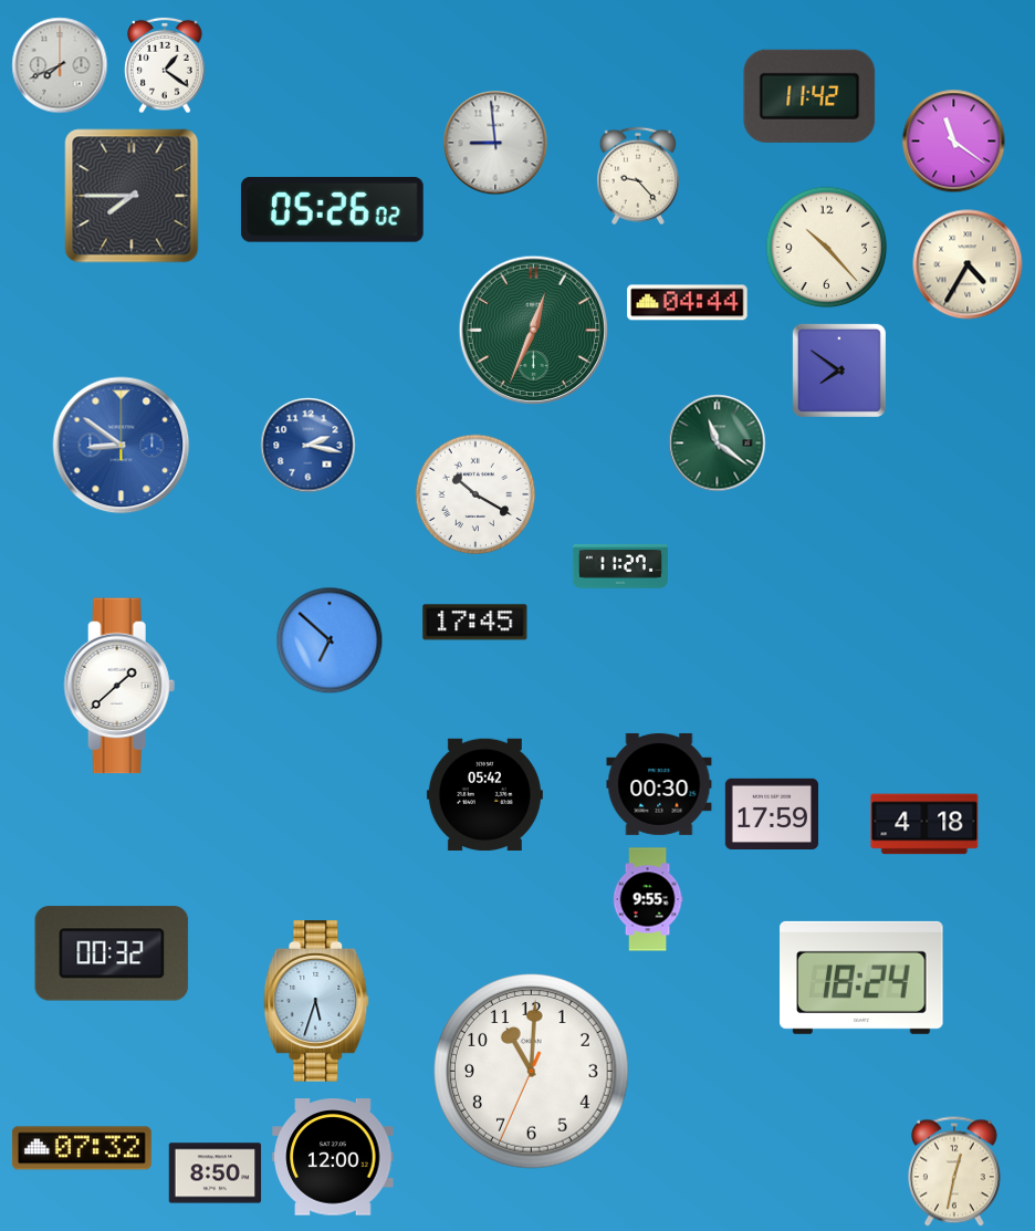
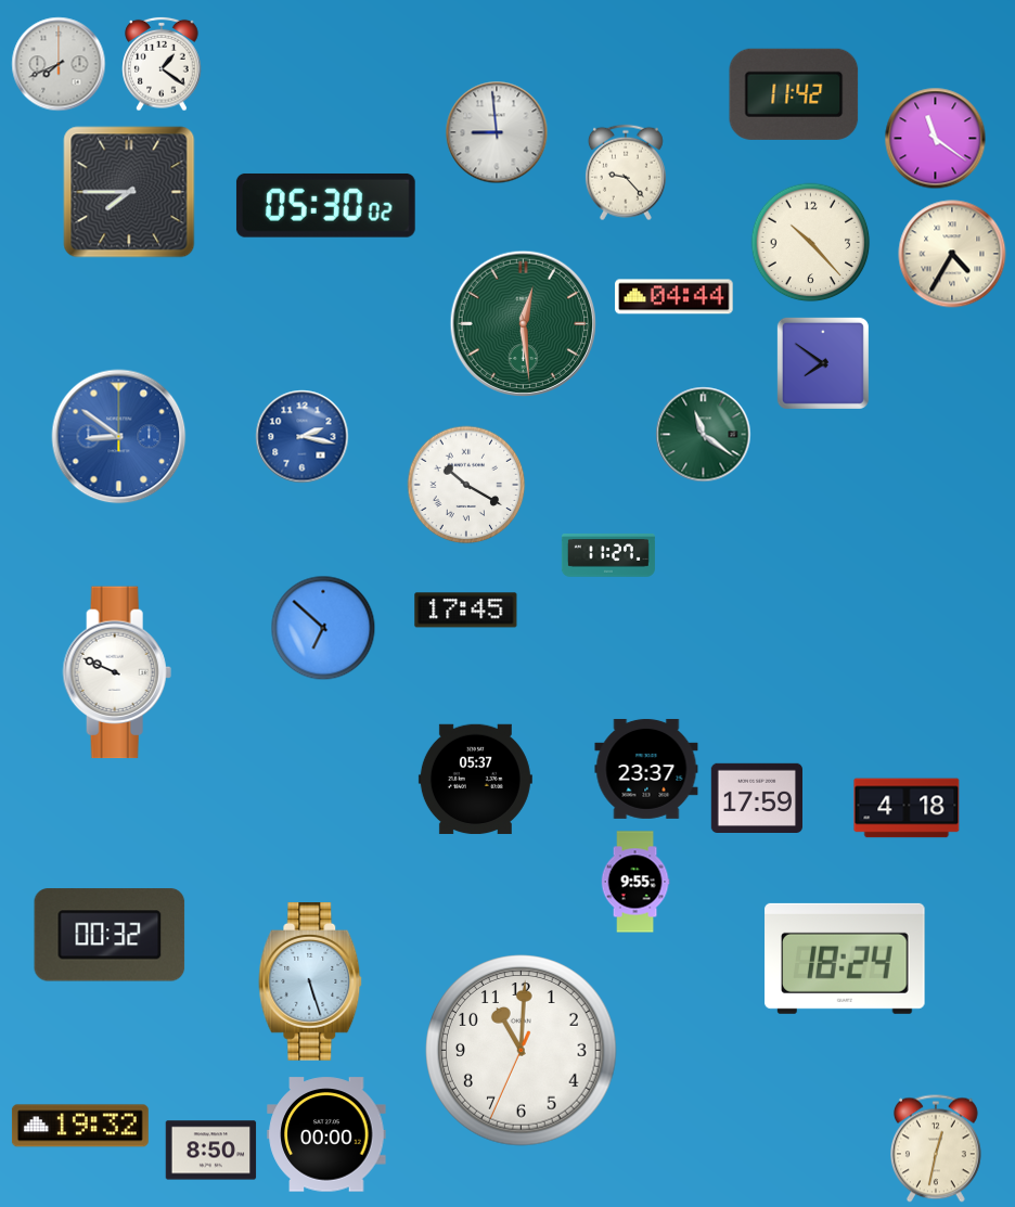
clock at (495, 143) position: (495, 143) -> (497, 132)
clock at (332, 210): 05:26 -> 05:30
clock at (968, 264) position: (968, 264) -> (952, 254)
clock at (533, 330): 12:34 -> 12:29
clock at (119, 686): 1:38 -> 9:49
clock at (659, 784): 00:30 -> 23:37
clock at (484, 795): 05:42 -> 05:37
clock at (316, 1002): 5:33 -> 5:27
clock at (82, 1148): 07:32 -> 19:32
clock at (333, 1157): 12:00 -> 00:00
